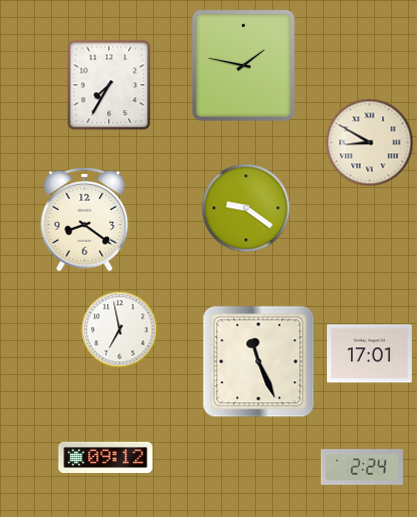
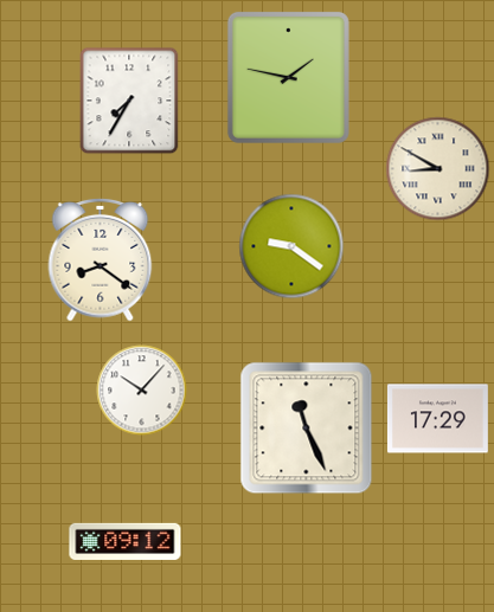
clock at (120, 330): 6:58 -> 10:07
clock at (369, 354): 17:01 -> 17:29
clock at (362, 467): 2:24 -> none
